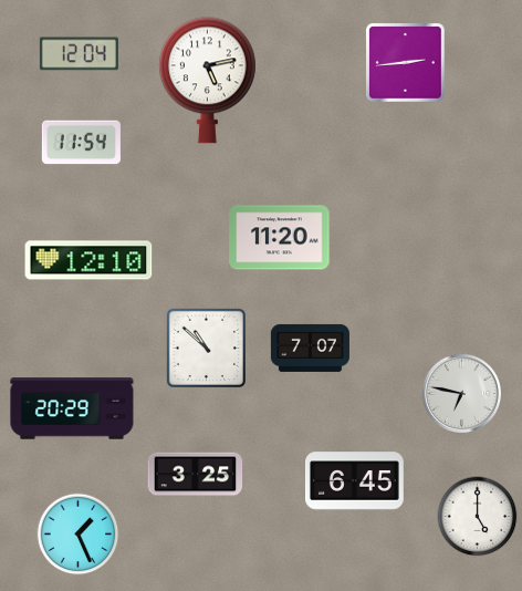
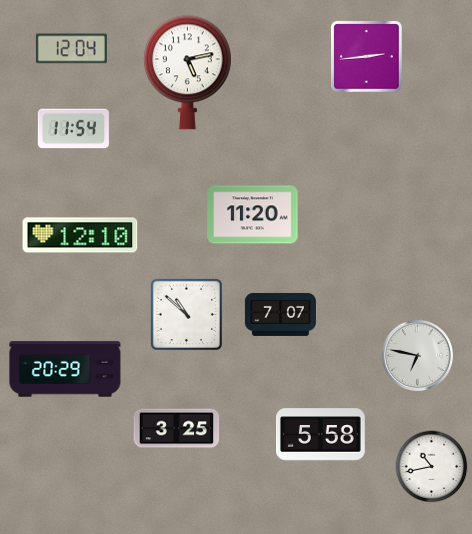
clock at (355, 481): 6:45 -> 5:58
clock at (478, 517): 5:00 -> 10:43
clock at (79, 535): 1:26 -> none
